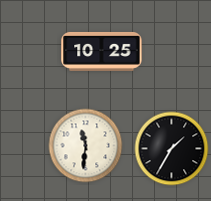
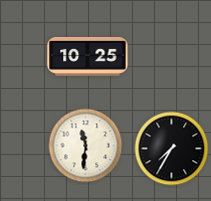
clock at (102, 51) position: (102, 51) -> (88, 56)
clock at (172, 149): 1:35 -> 7:35
